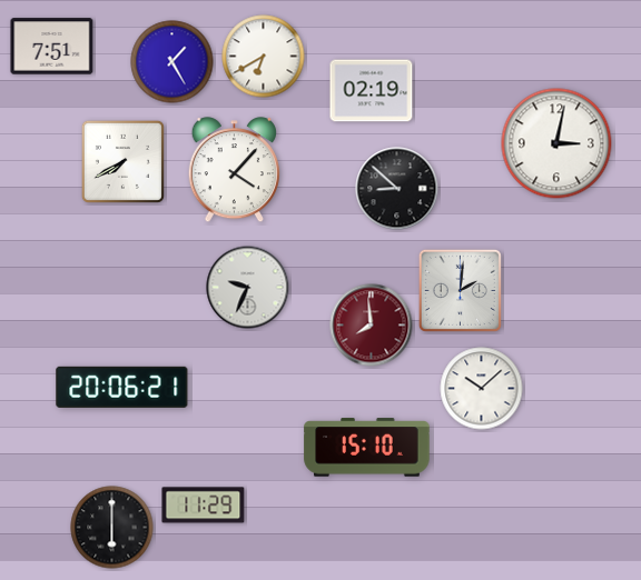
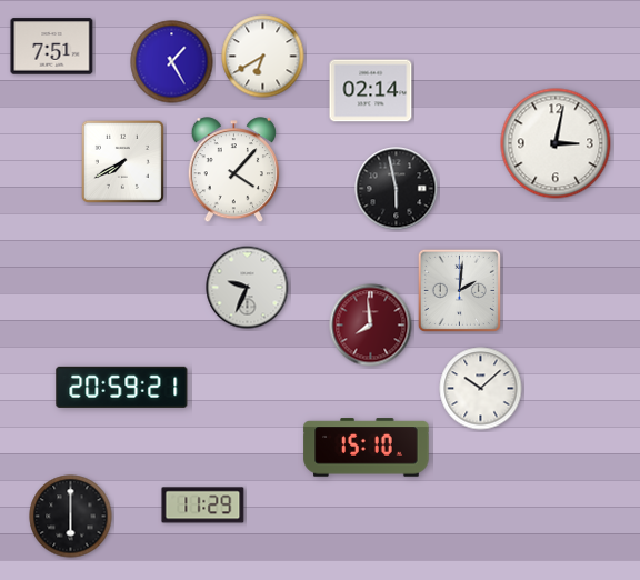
clock at (372, 91): 02:19 -> 02:14
clock at (397, 189): 8:52 -> 5:58
clock at (122, 387): 20:06 -> 20:59
clock at (112, 528) position: (112, 528) -> (71, 517)
